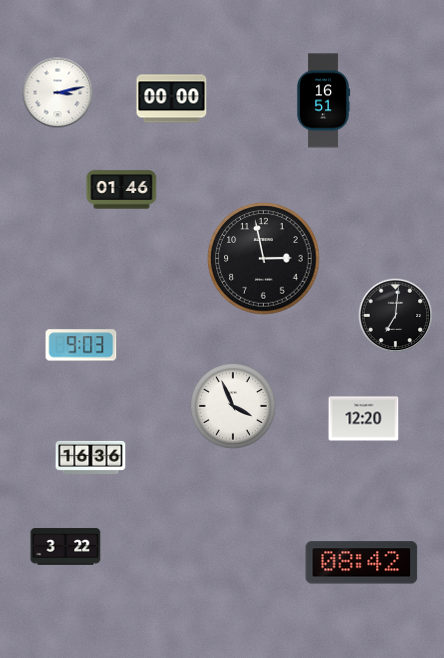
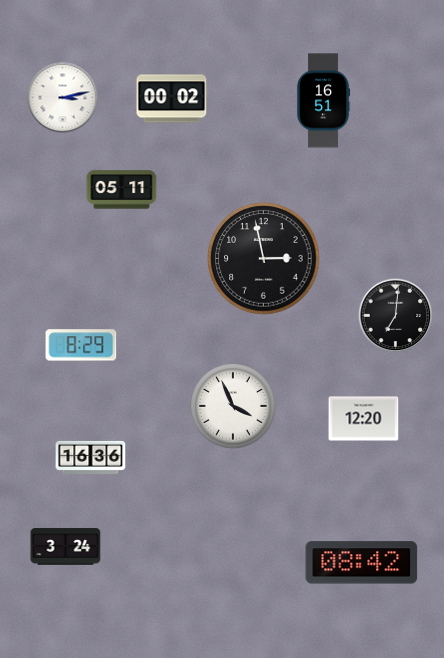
clock at (58, 93) position: (58, 93) -> (63, 98)
clock at (172, 99): 00:00 -> 00:02
clock at (122, 190): 01:46 -> 05:11
clock at (81, 345): 9:03 -> 8:29
clock at (66, 547): 3:22 -> 3:24
